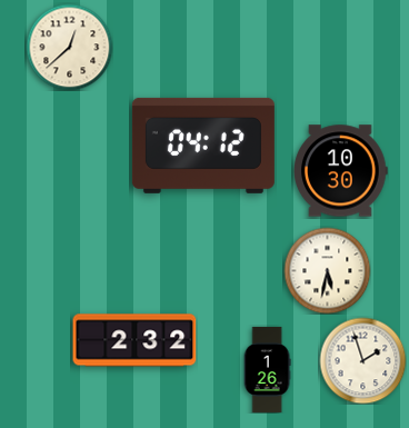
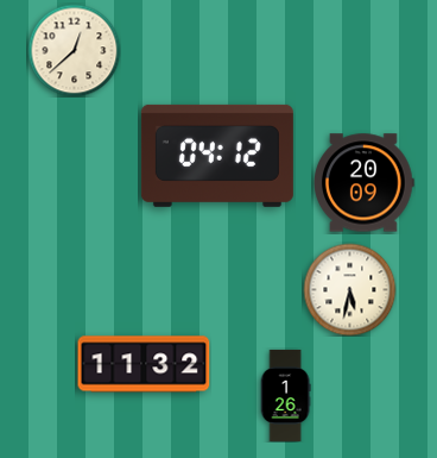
clock at (341, 171): 10:30 -> 20:09
clock at (134, 340): 2:32 -> 11:32
clock at (362, 360): 1:57 -> none
